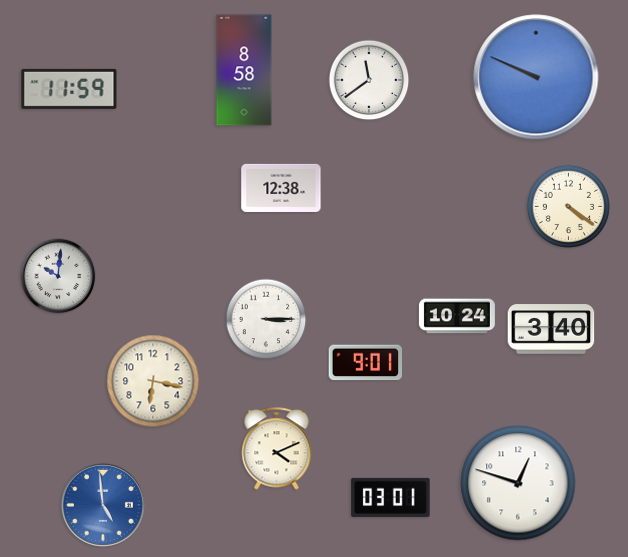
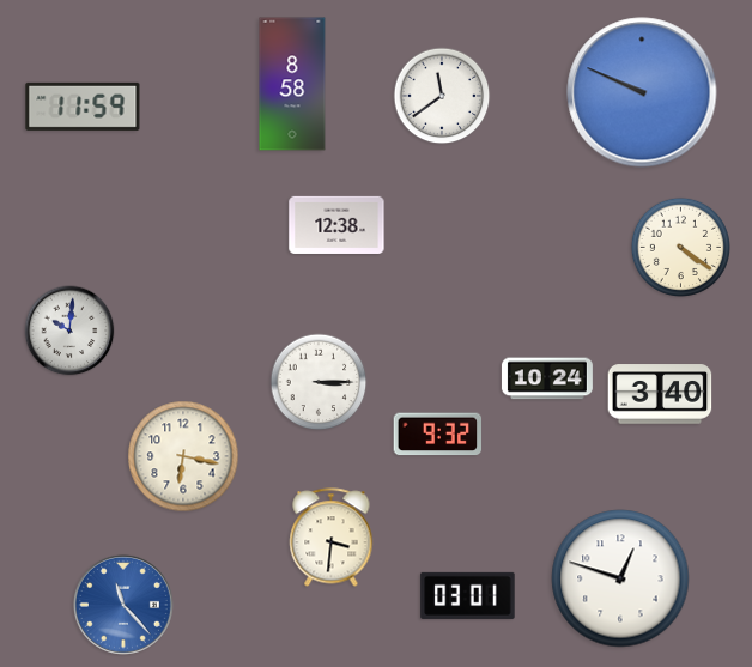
clock at (366, 363): 9:01 -> 9:32
clock at (277, 449): 4:11 -> 3:31
clock at (103, 505): 4:59 -> 11:23
